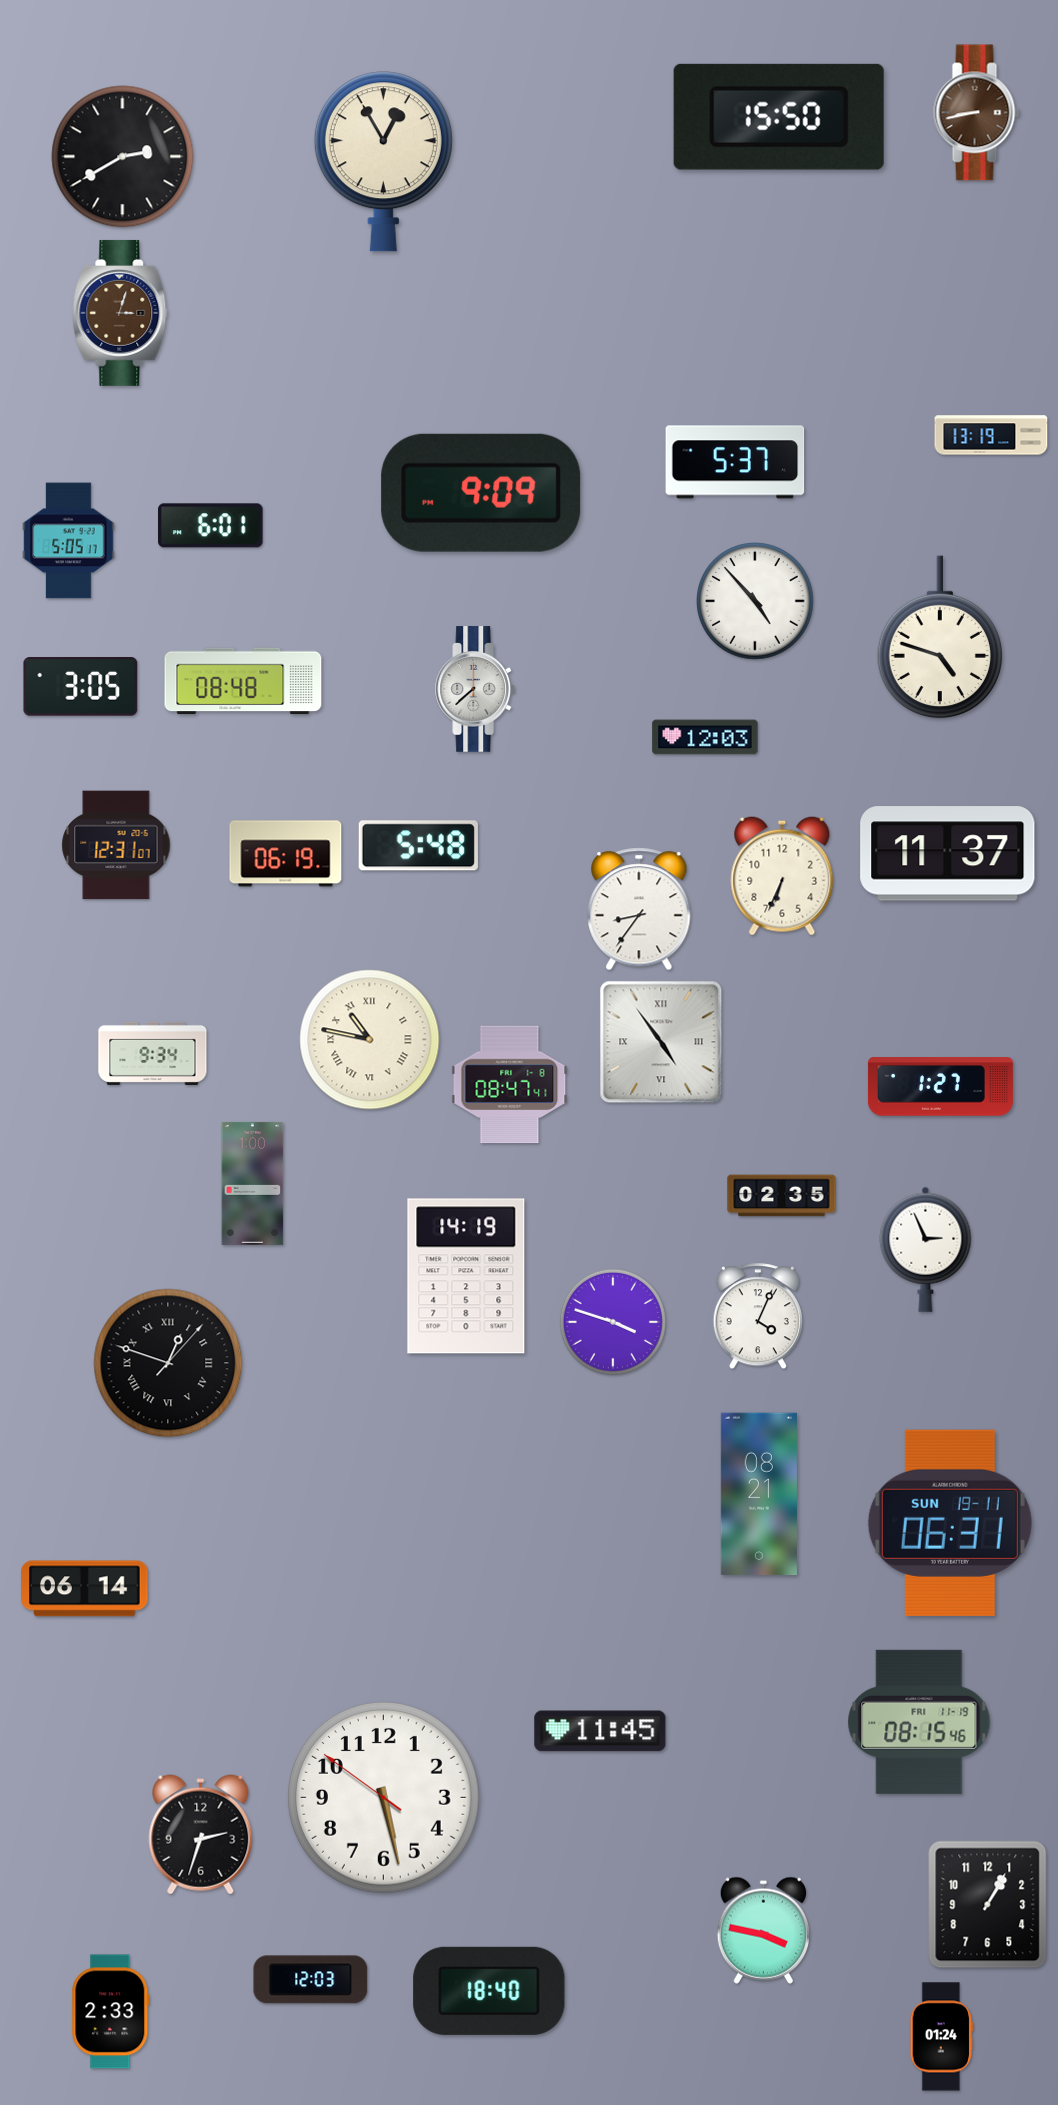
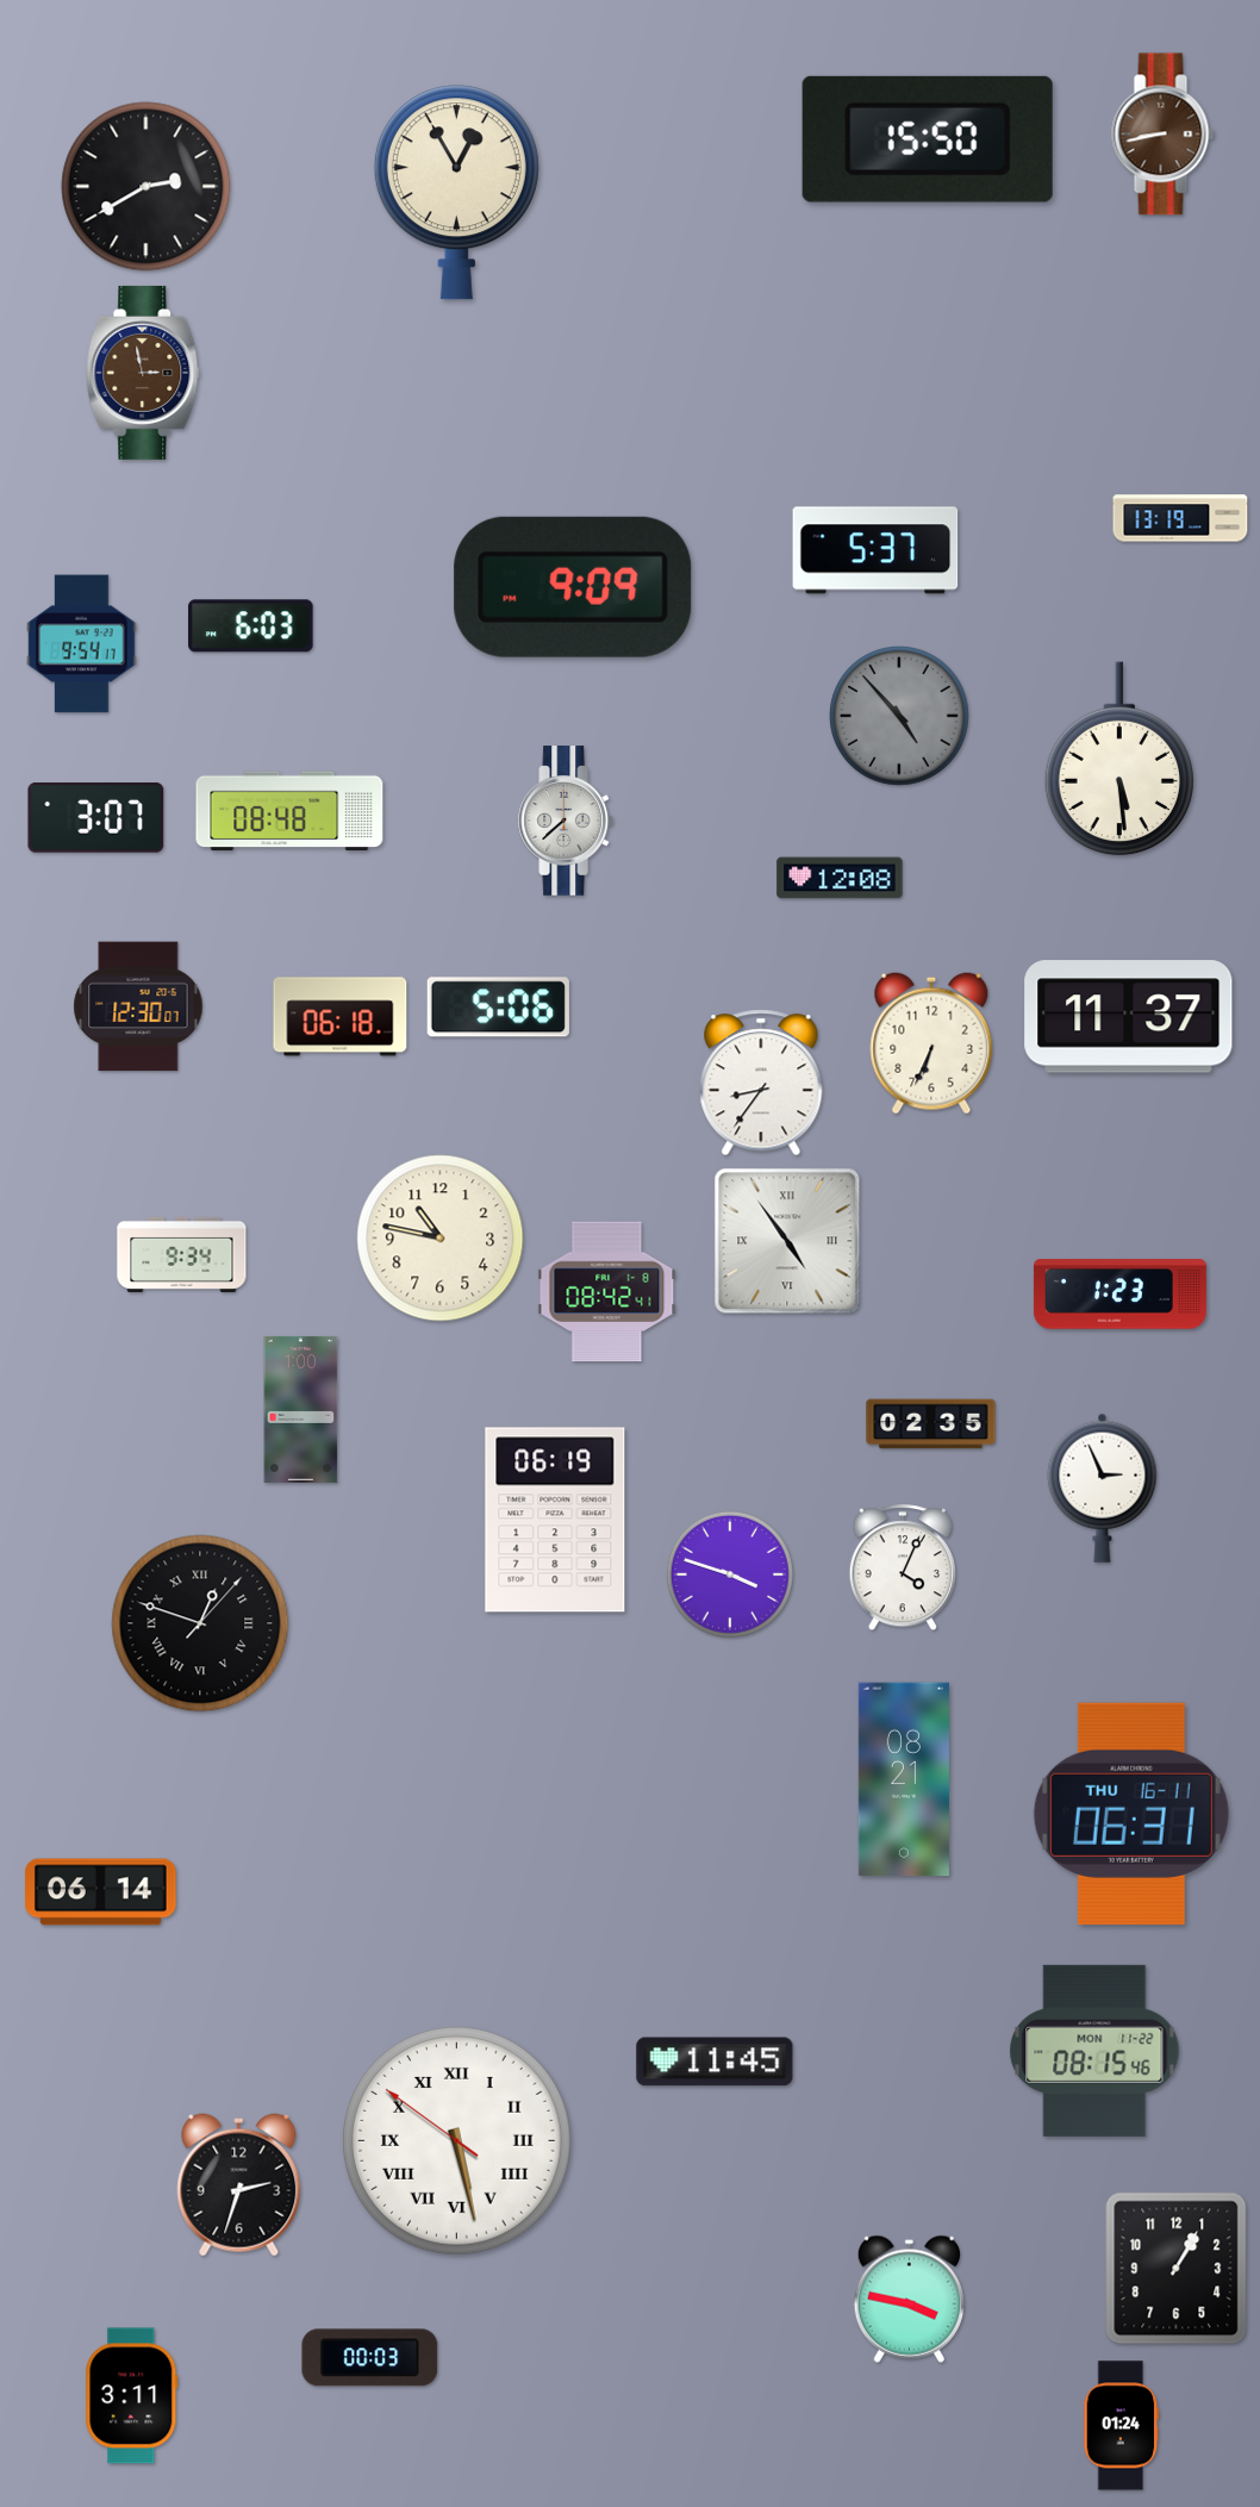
clock at (120, 313): 3:03 -> 2:58
clock at (211, 526): 6:01 -> 6:03
clock at (69, 541): 5:05 -> 9:54
clock at (756, 602) dial: white -> grey
clock at (939, 637): 4:48 -> 5:29
clock at (81, 687): 3:05 -> 3:07
clock at (705, 737): 12:03 -> 12:08
clock at (116, 845): 12:31 -> 12:30
clock at (418, 846): 5:48 -> 5:06
clock at (286, 854): 06:19 -> 06:18
clock at (370, 1040) numerals: Roman -> Arabic
clock at (510, 1085): 08:47 -> 08:42
clock at (940, 1087): 1:27 -> 1:23
clock at (466, 1276): 14:19 -> 06:19
clock at (950, 1523) date: SUN 19-11 -> THU 16-11
clock at (919, 1722) date: FRI 11-19 -> MON 11-22
clock at (383, 1797) numerals: Arabic -> Roman
clock at (311, 1980): 12:03 -> 00:03
clock at (489, 1991): 18:40 -> none
clock at (111, 2012): 2:33 -> 3:11
